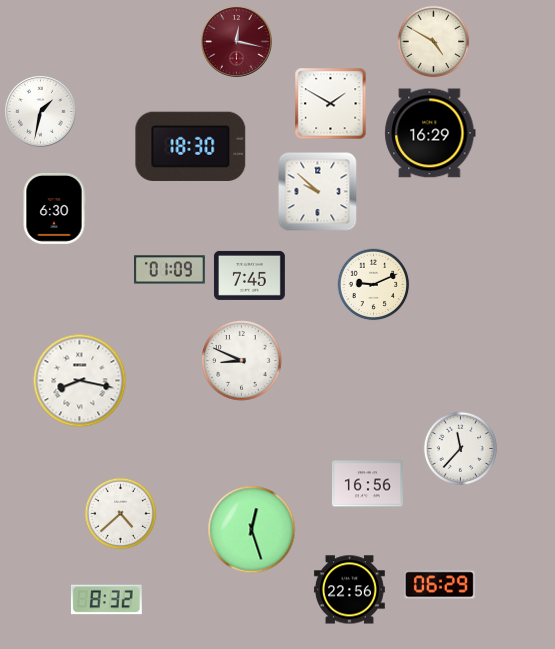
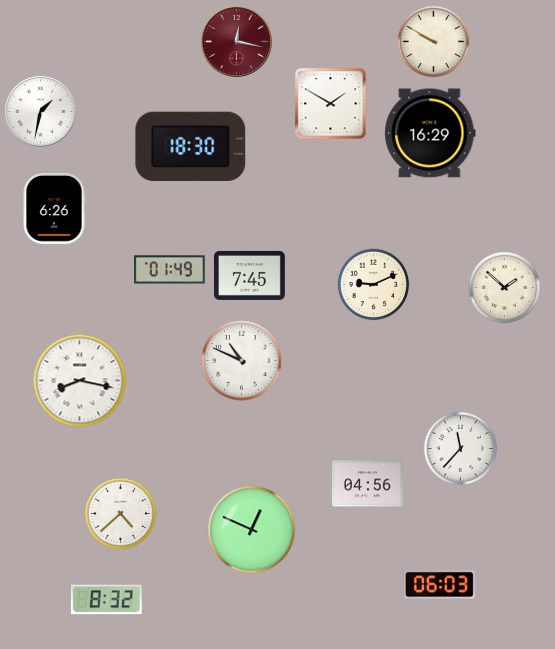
clock at (434, 42): 4:50 -> 9:50
clock at (318, 192): 9:52 -> none
clock at (54, 208): 6:30 -> 6:26
clock at (170, 270): 01:09 -> 01:49
clock at (505, 288): none -> 1:52
clock at (242, 361): 8:49 -> 10:49
clock at (367, 484): 16:56 -> 04:56
clock at (252, 530): 12:27 -> 12:49
clock at (439, 585): 06:29 -> 06:03
clock at (350, 590): 22:56 -> none
